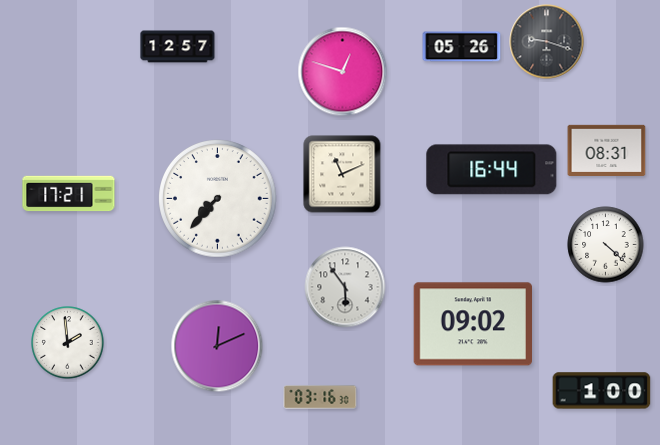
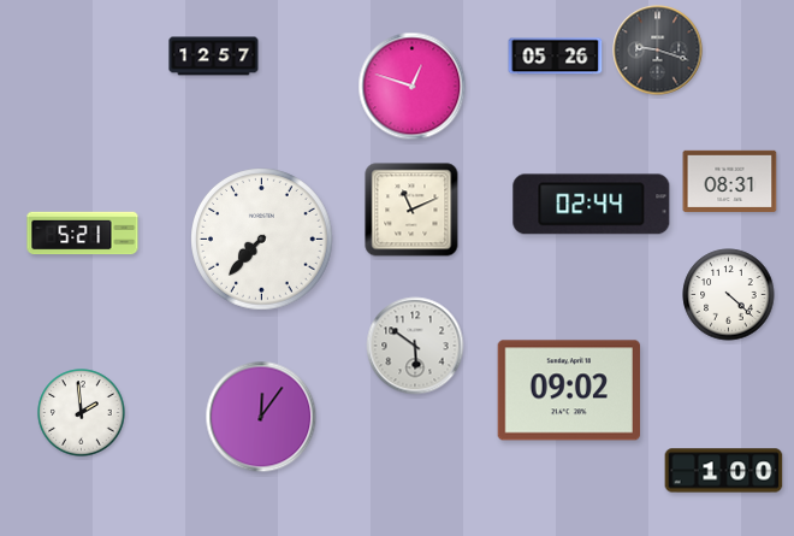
clock at (492, 170): 16:44 -> 02:44
clock at (69, 194): 17:21 -> 5:21
clock at (345, 287): 5:54 -> 5:51
clock at (217, 346): 12:11 -> 12:06
clock at (320, 397): 03:16 -> none
